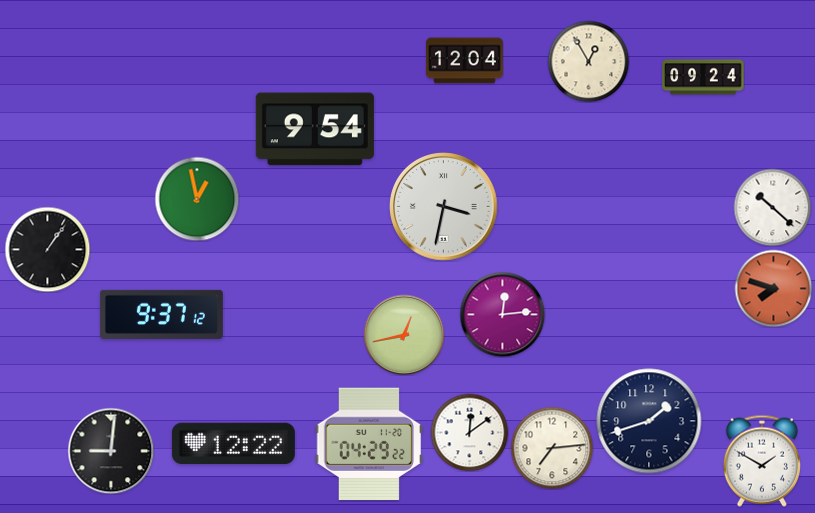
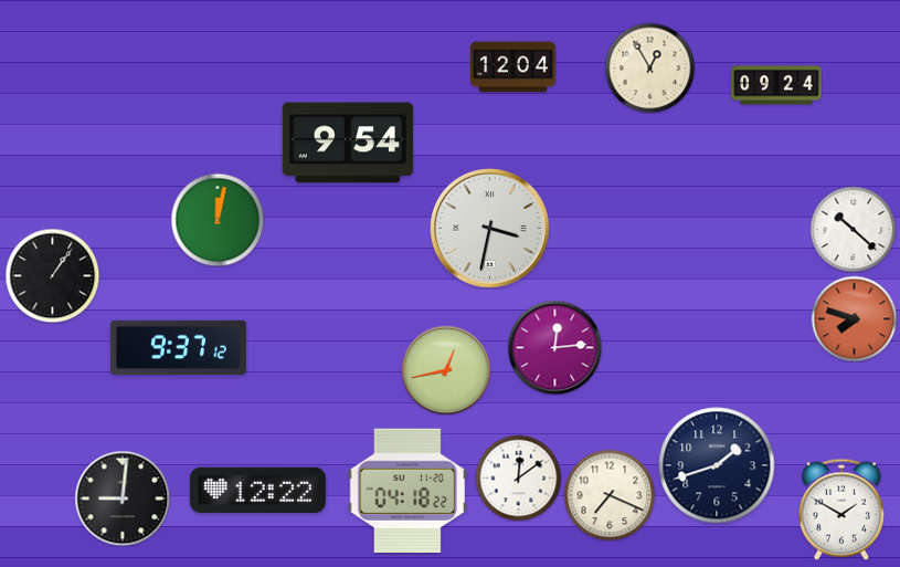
clock at (197, 199): 12:58 -> 12:02
clock at (369, 444): 04:29 -> 04:18
clock at (552, 448): 7:14 -> 7:19
